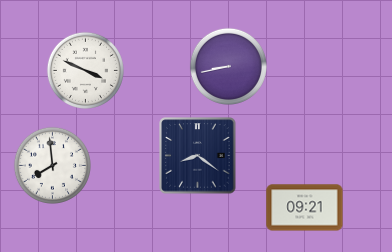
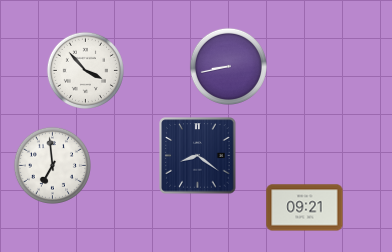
clock at (85, 70): 3:49 -> 3:53
clock at (52, 165): 7:59 -> 6:59
